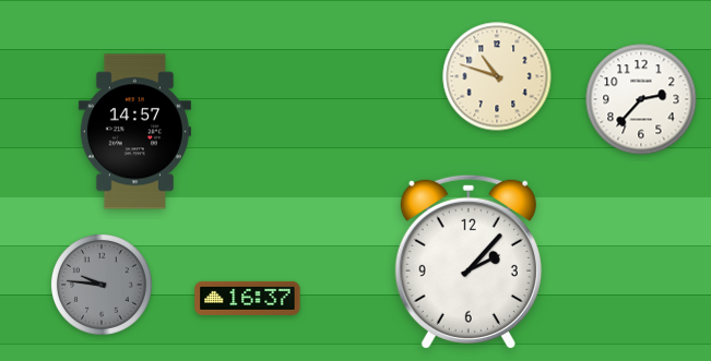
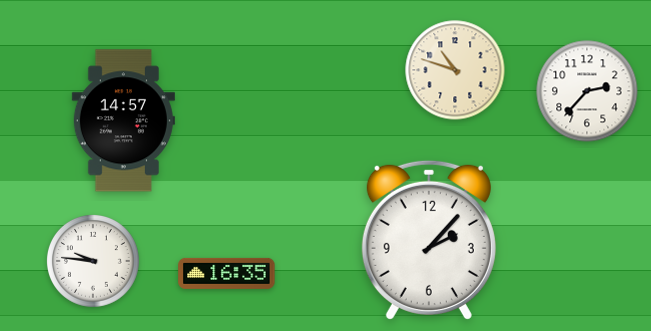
clock at (102, 285) dial: grey -> white
clock at (248, 298): 16:37 -> 16:35
